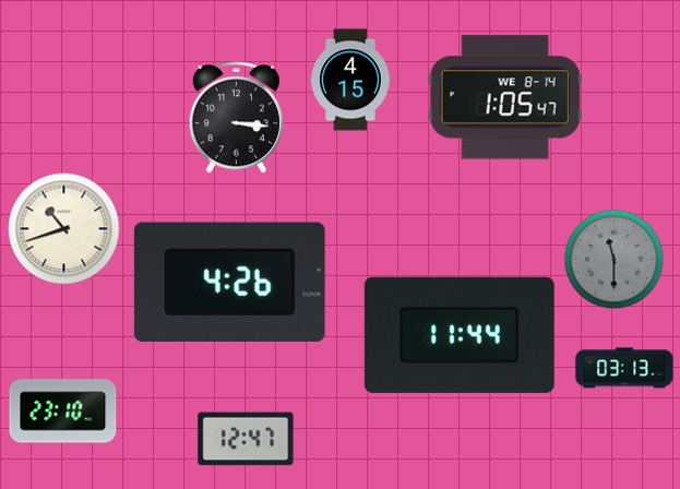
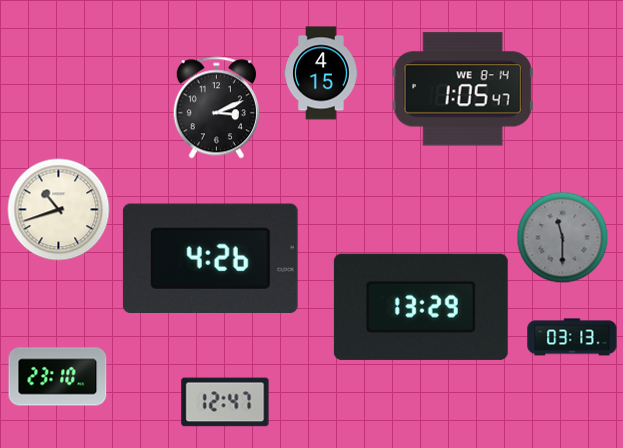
clock at (236, 118): 3:16 -> 3:11
clock at (460, 335): 11:44 -> 13:29
